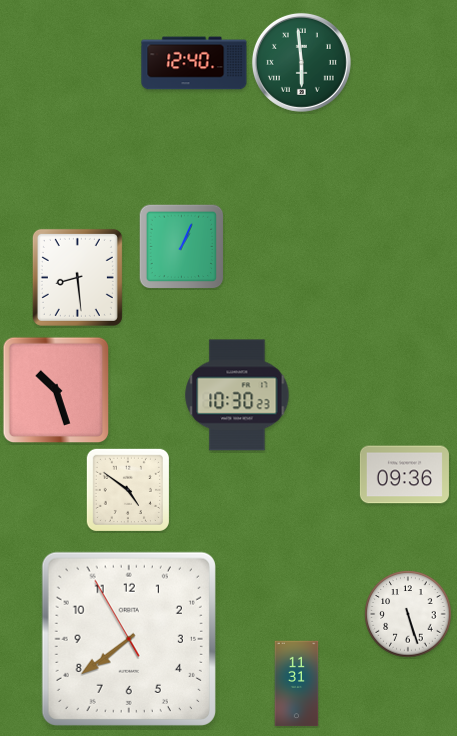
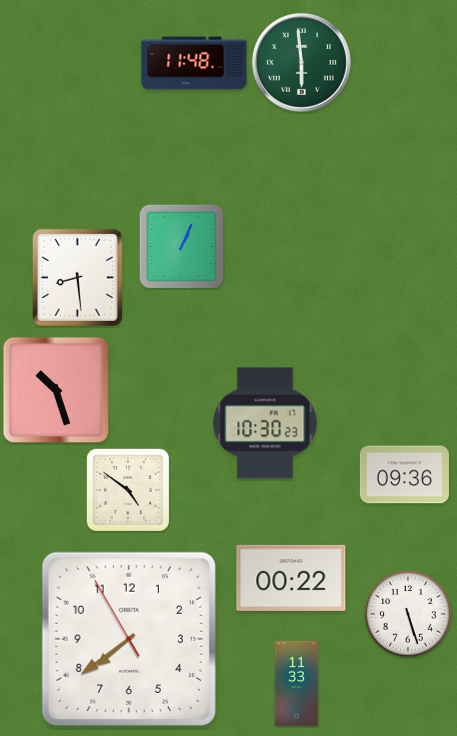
clock at (194, 63): 12:40 -> 11:48
clock at (237, 395) position: (237, 395) -> (265, 423)
clock at (291, 578): none -> 00:22
clock at (297, 684): 11:31 -> 11:33
